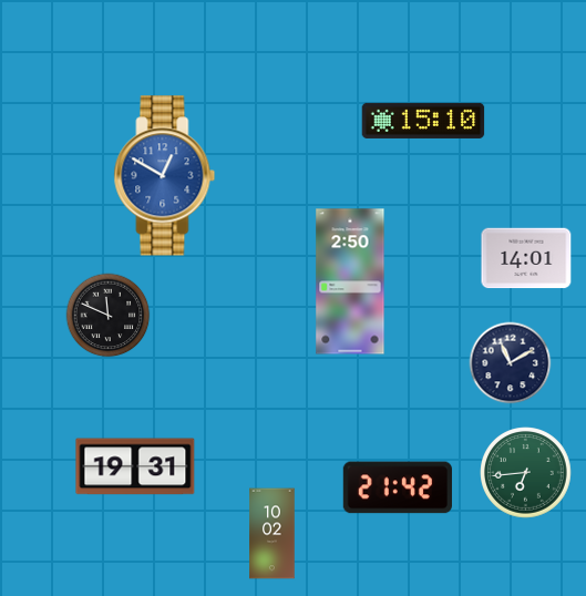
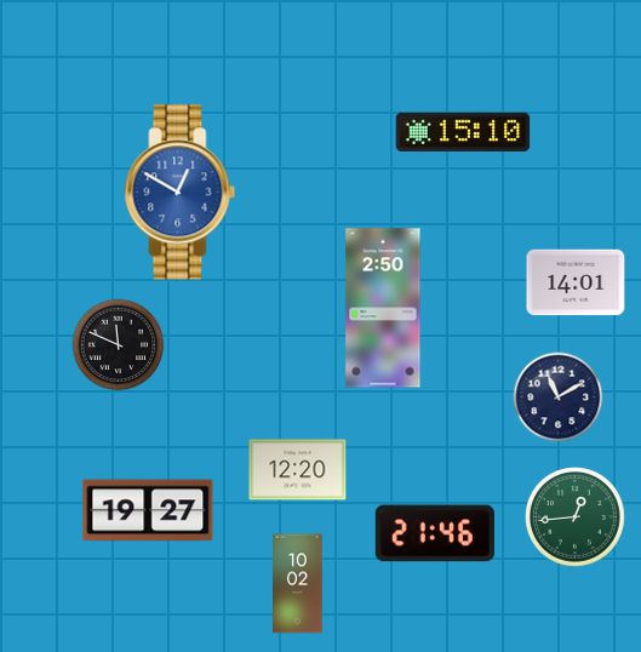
clock at (298, 470): none -> 12:20
clock at (135, 466): 19:31 -> 19:27
clock at (526, 473): 6:44 -> 12:44
clock at (398, 487): 21:42 -> 21:46
